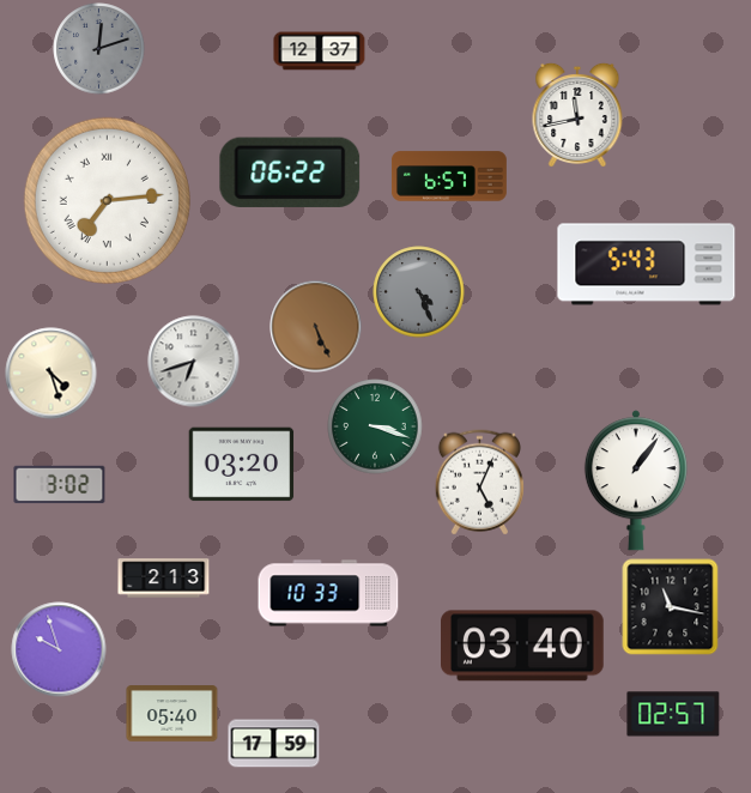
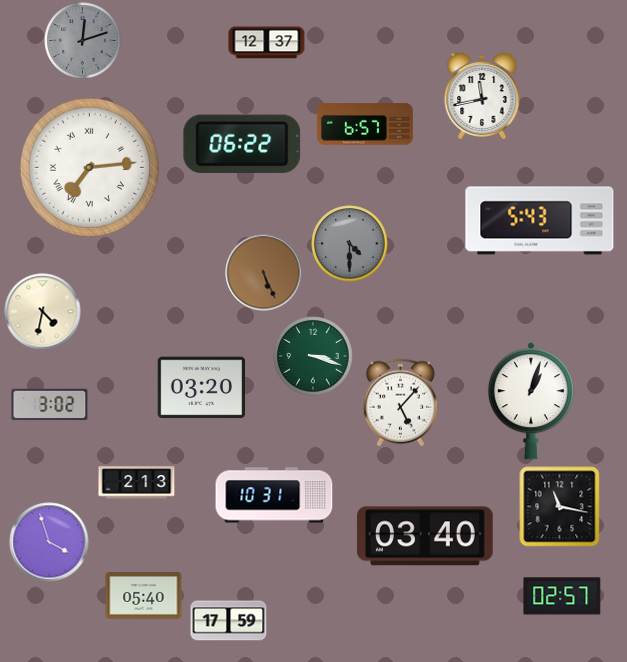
clock at (449, 176) position: (449, 176) -> (365, 124)
clock at (419, 292): 4:26 -> 4:30
clock at (194, 362): 6:42 -> none
clock at (52, 374): 4:27 -> 4:32
clock at (636, 480): 1:06 -> 1:03
clock at (479, 483): 5:04 -> 5:07
clock at (328, 593): 10:33 -> 10:31
clock at (523, 646) position: (523, 646) -> (426, 536)
clock at (59, 649): 9:57 -> 3:57
